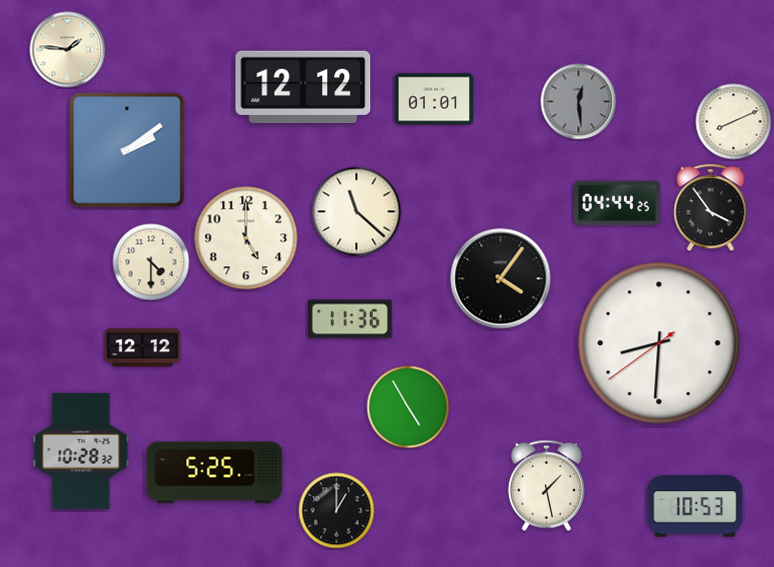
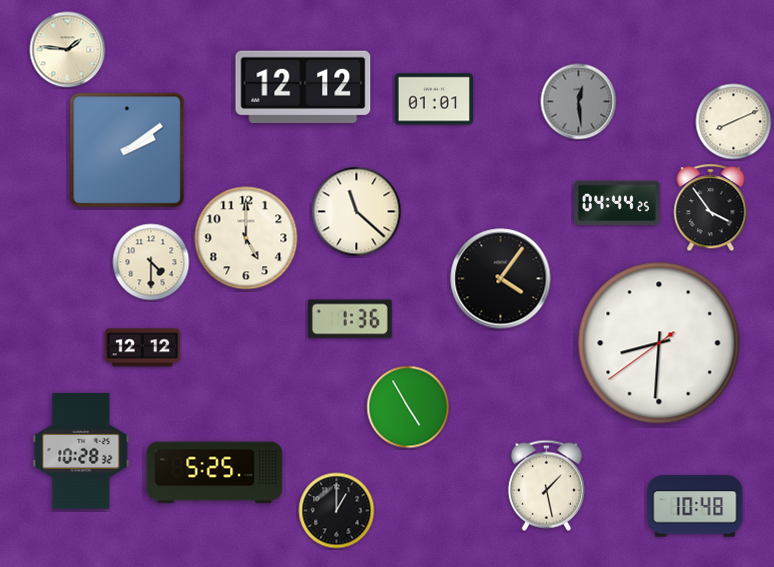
clock at (350, 319): 11:36 -> 1:36
clock at (695, 506): 10:53 -> 10:48
